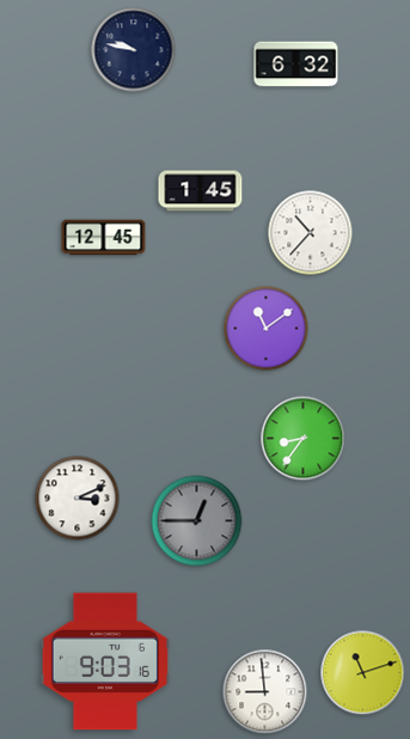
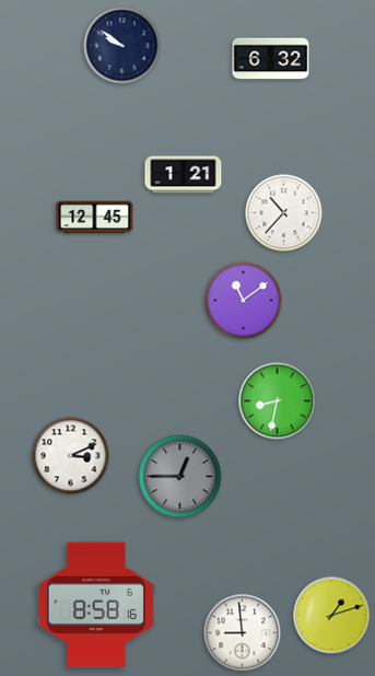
clock at (134, 50): 9:47 -> 9:51
clock at (201, 191): 1:45 -> 1:21
clock at (304, 439): 8:36 -> 8:32
clock at (105, 661): 9:03 -> 8:58
clock at (363, 673): 11:12 -> 1:12
